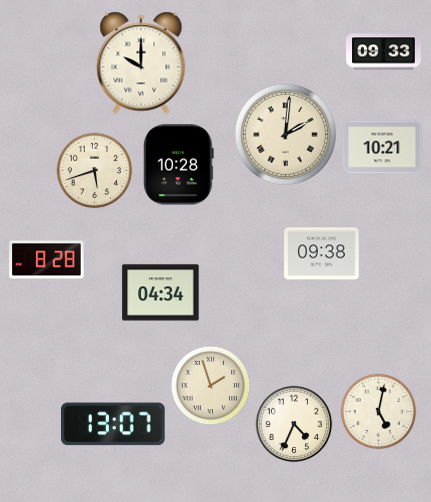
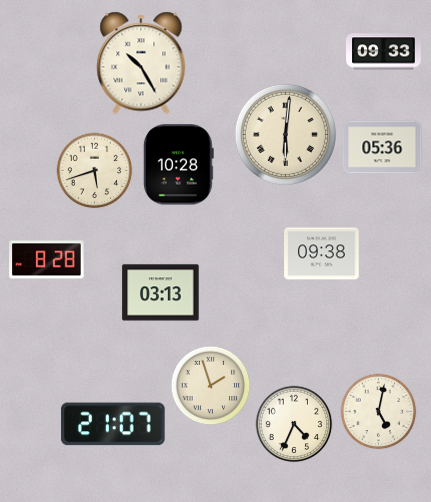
clock at (141, 63): 10:00 -> 10:25
clock at (285, 134): 2:01 -> 6:01
clock at (382, 147): 10:21 -> 05:36
clock at (161, 293): 04:34 -> 03:13
clock at (113, 424): 13:07 -> 21:07
